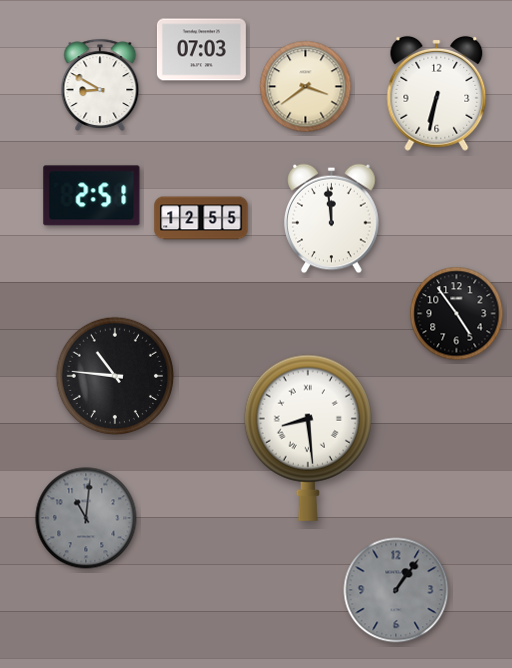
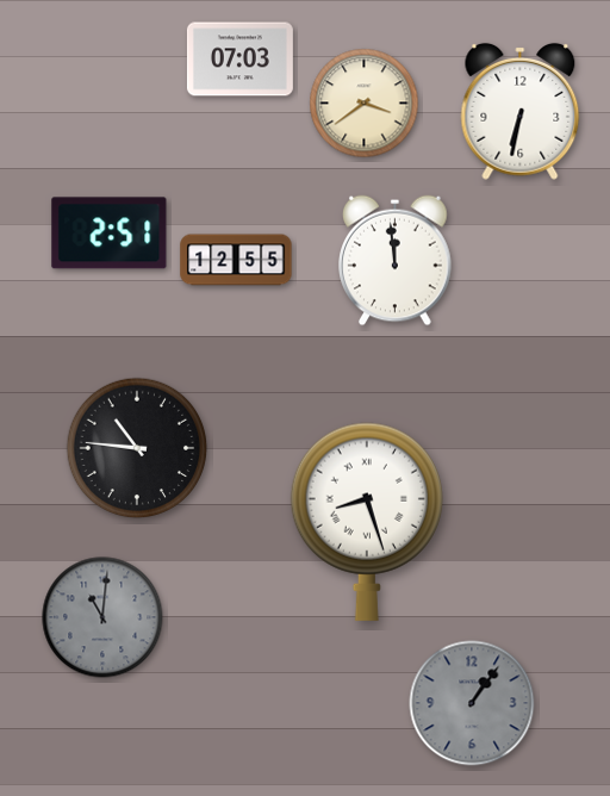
clock at (100, 85): 8:50 -> none
clock at (201, 218) position: (201, 218) -> (236, 260)
clock at (457, 314): 4:54 -> none
clock at (308, 438): 8:29 -> 8:27
